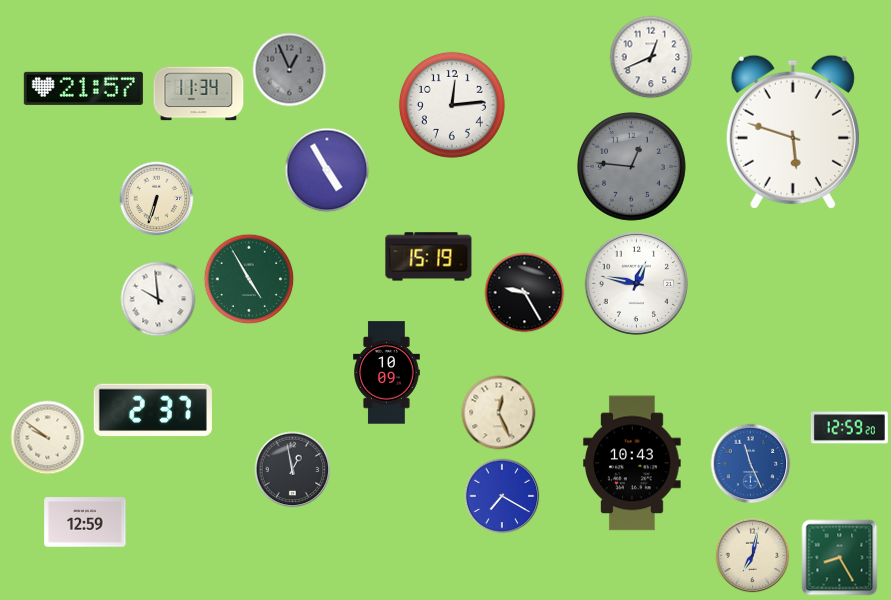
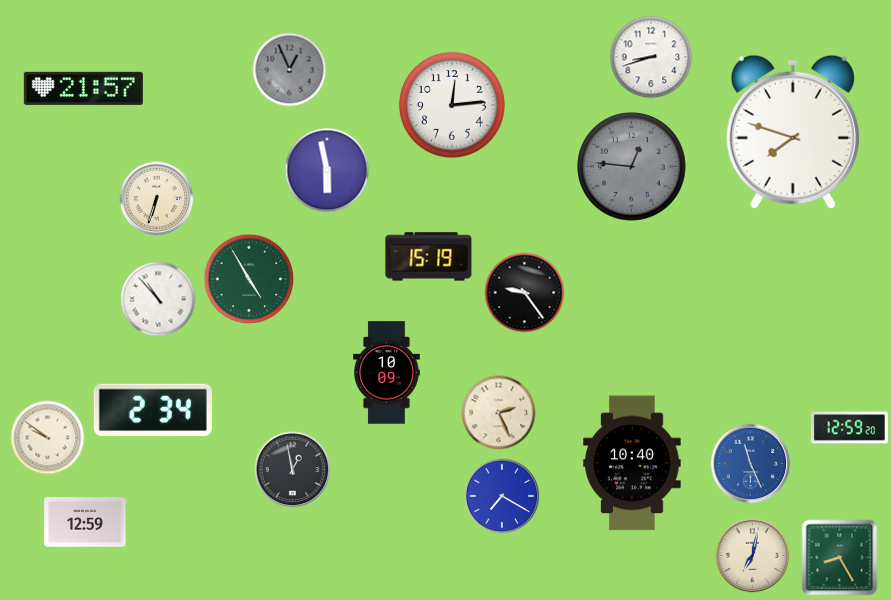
clock at (651, 57): 12:41 -> 8:42
clock at (199, 94): 11:34 -> none
clock at (793, 132): 5:48 -> 7:48
clock at (327, 170): 4:55 -> 5:58
clock at (636, 284): 12:47 -> none
clock at (525, 293): 9:25 -> 9:24
clock at (158, 299): 9:59 -> 10:53
clock at (153, 410): 2:37 -> 2:34
clock at (499, 413): 12:26 -> 2:26
clock at (632, 463): 10:43 -> 10:40
